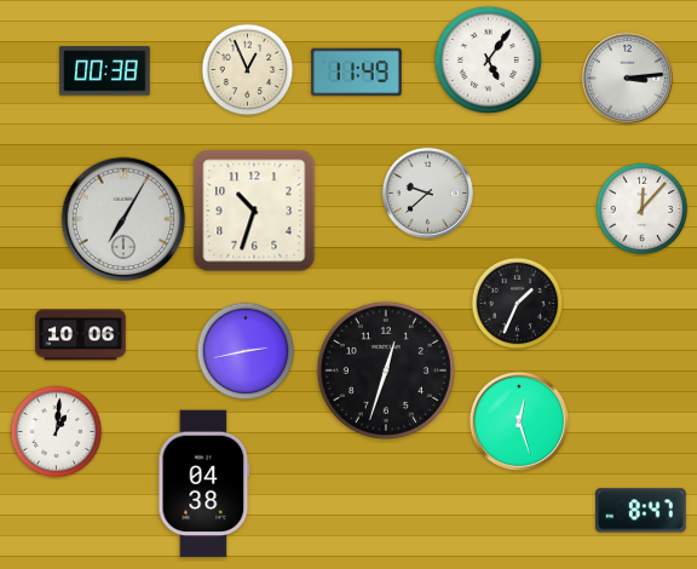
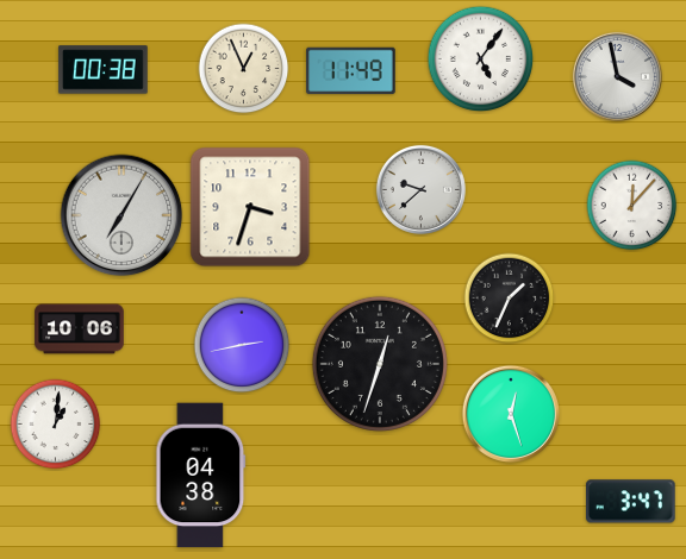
clock at (627, 77): 3:14 -> 3:58
clock at (254, 211): 10:33 -> 3:33
clock at (641, 511): 8:47 -> 3:47
